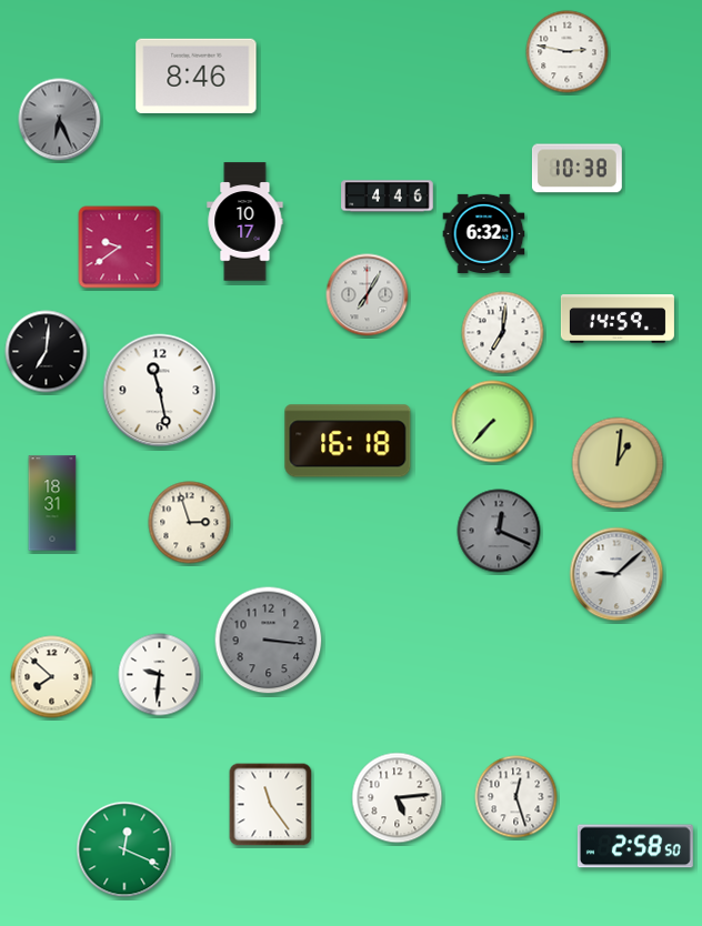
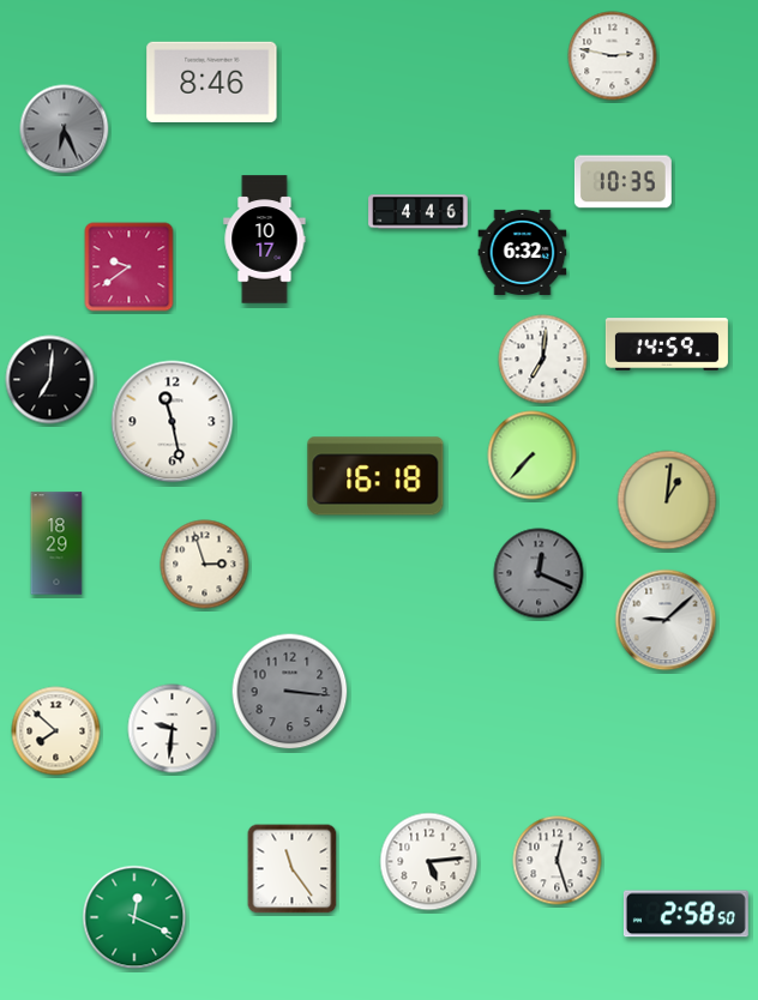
clock at (576, 169): 10:38 -> 10:35
clock at (368, 295): 7:05 -> none
clock at (52, 503): 18:31 -> 18:29
